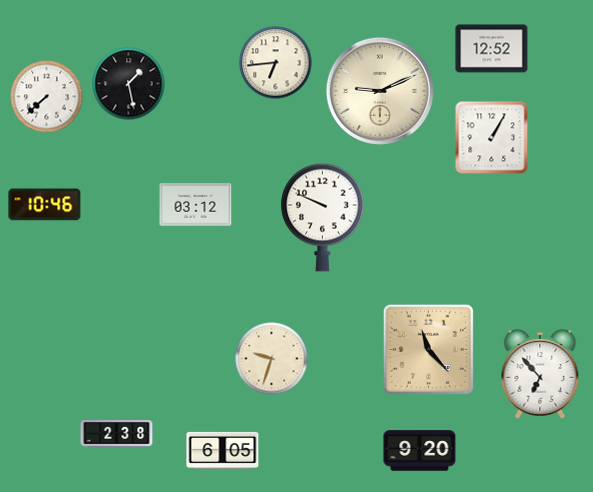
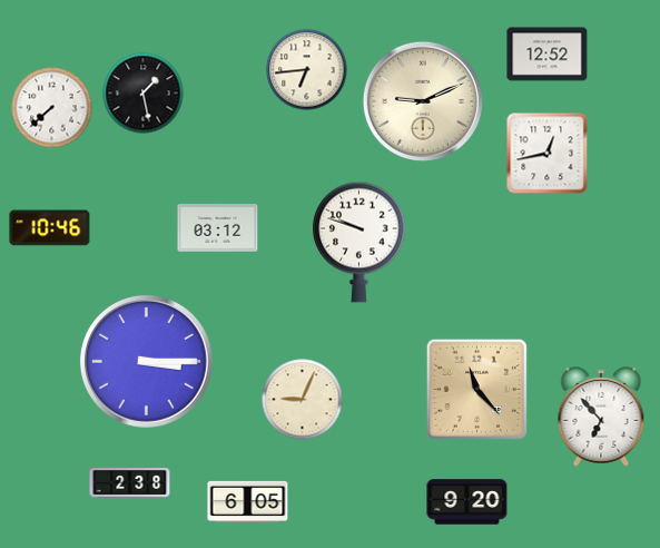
clock at (492, 138): 1:05 -> 12:43
clock at (323, 217): 9:49 -> 9:48
clock at (146, 361): none -> 3:15
clock at (272, 359): 9:33 -> 9:04
